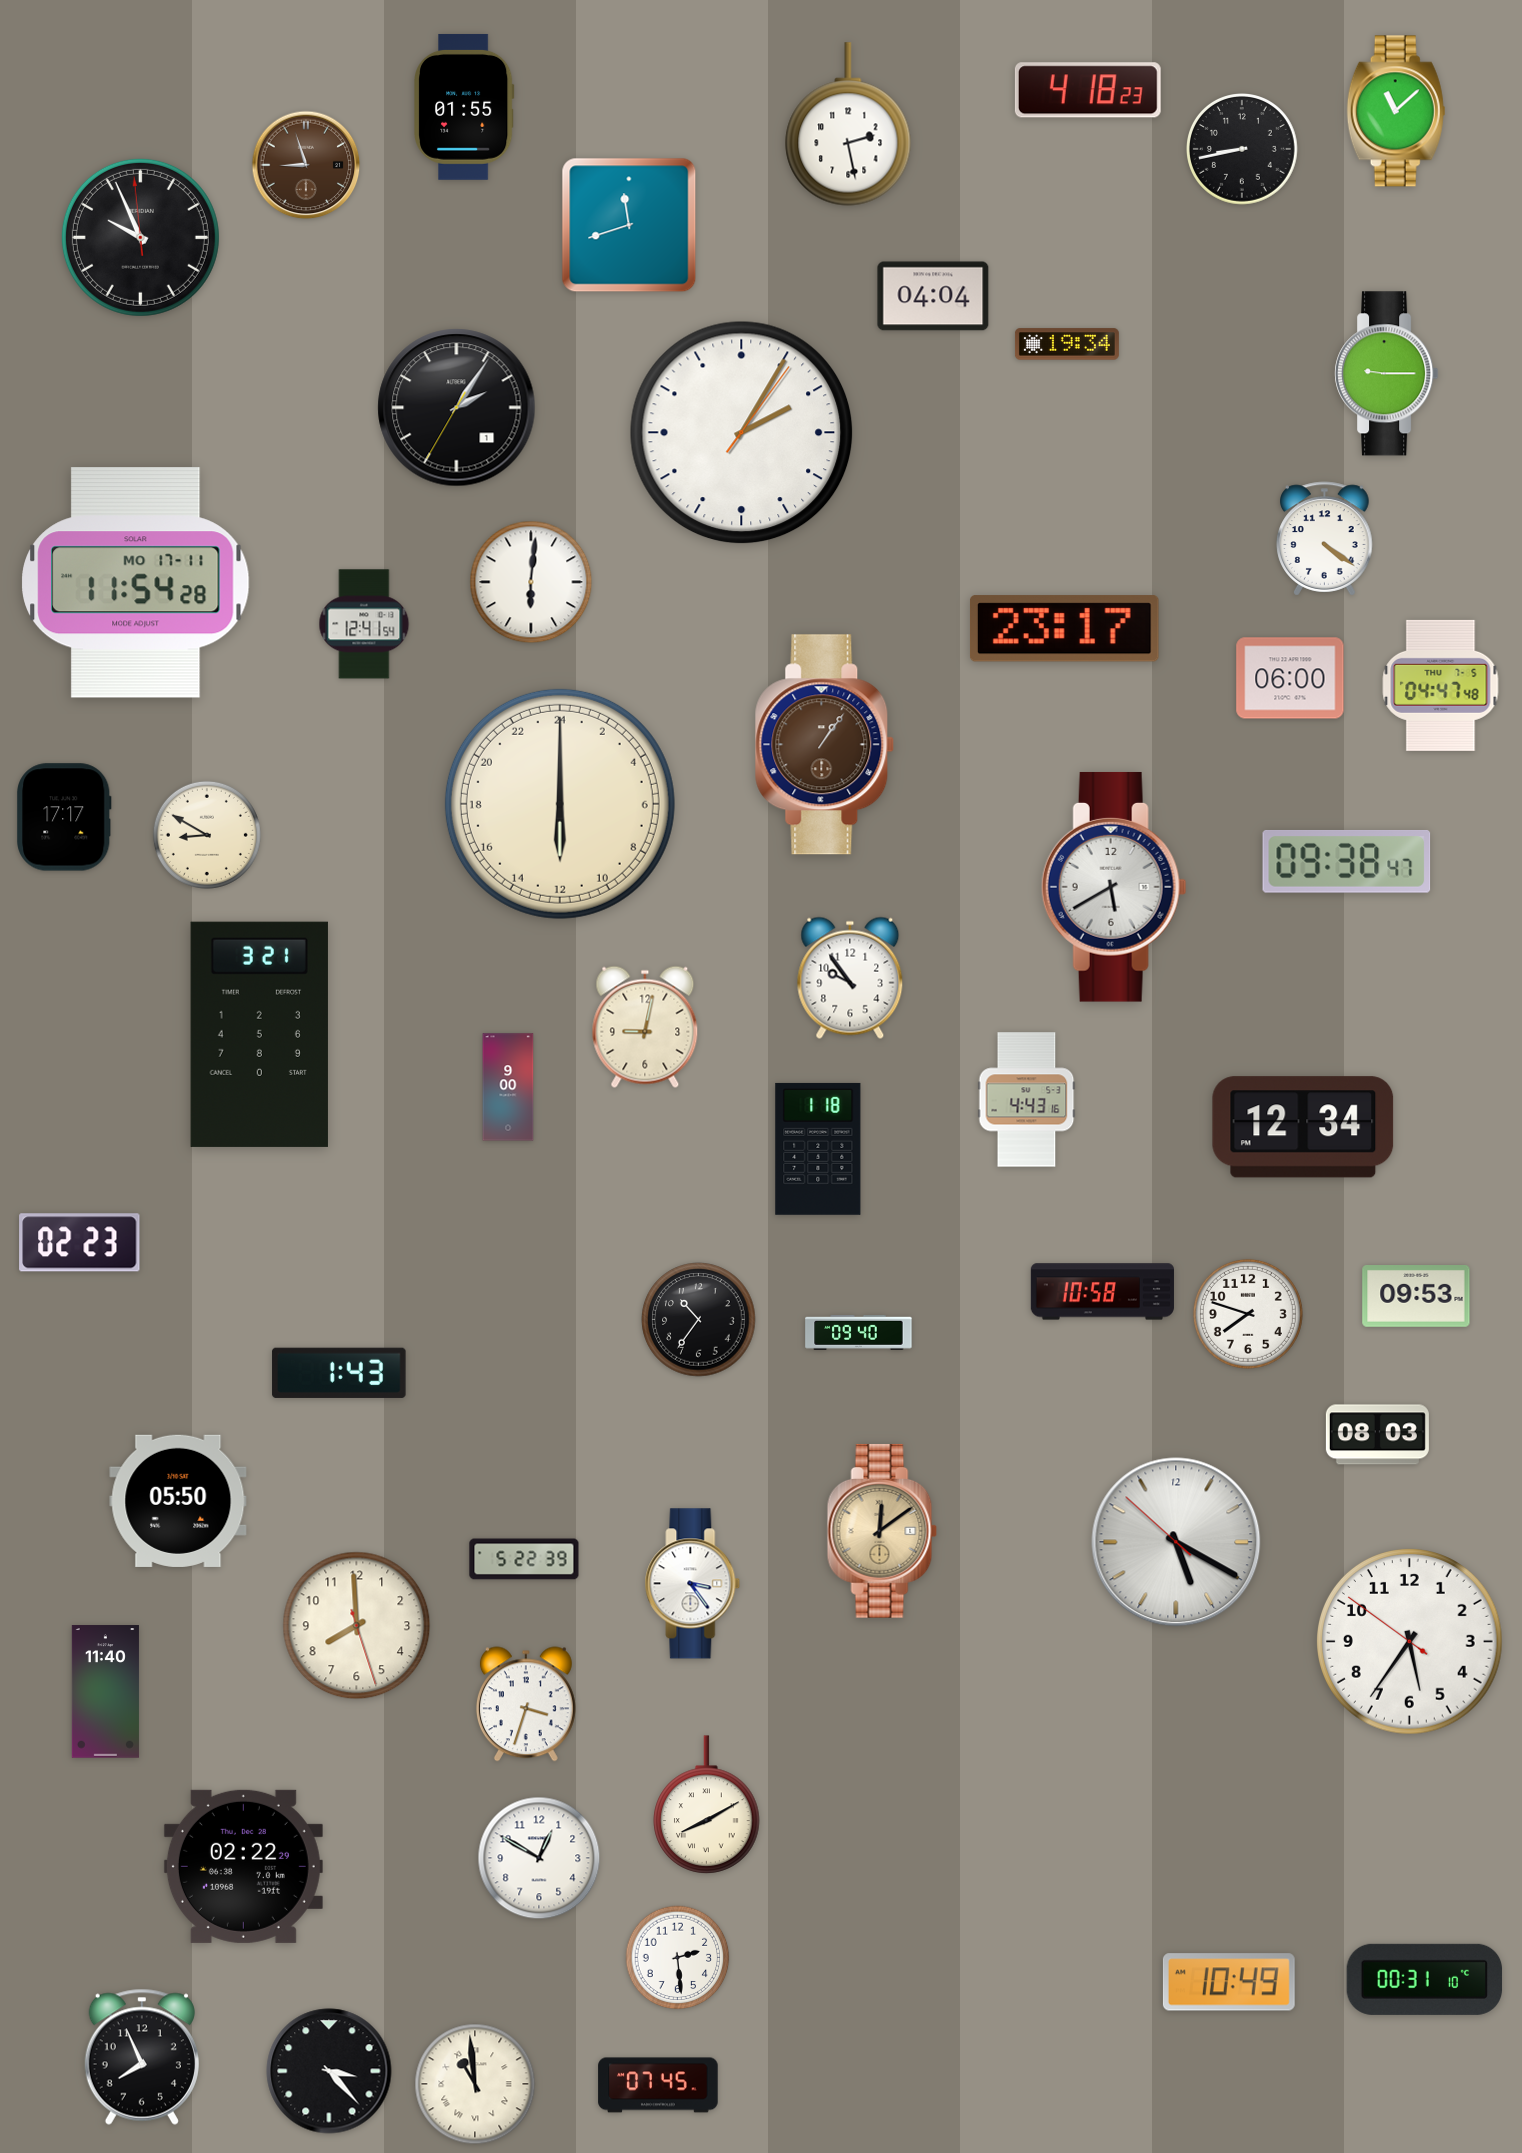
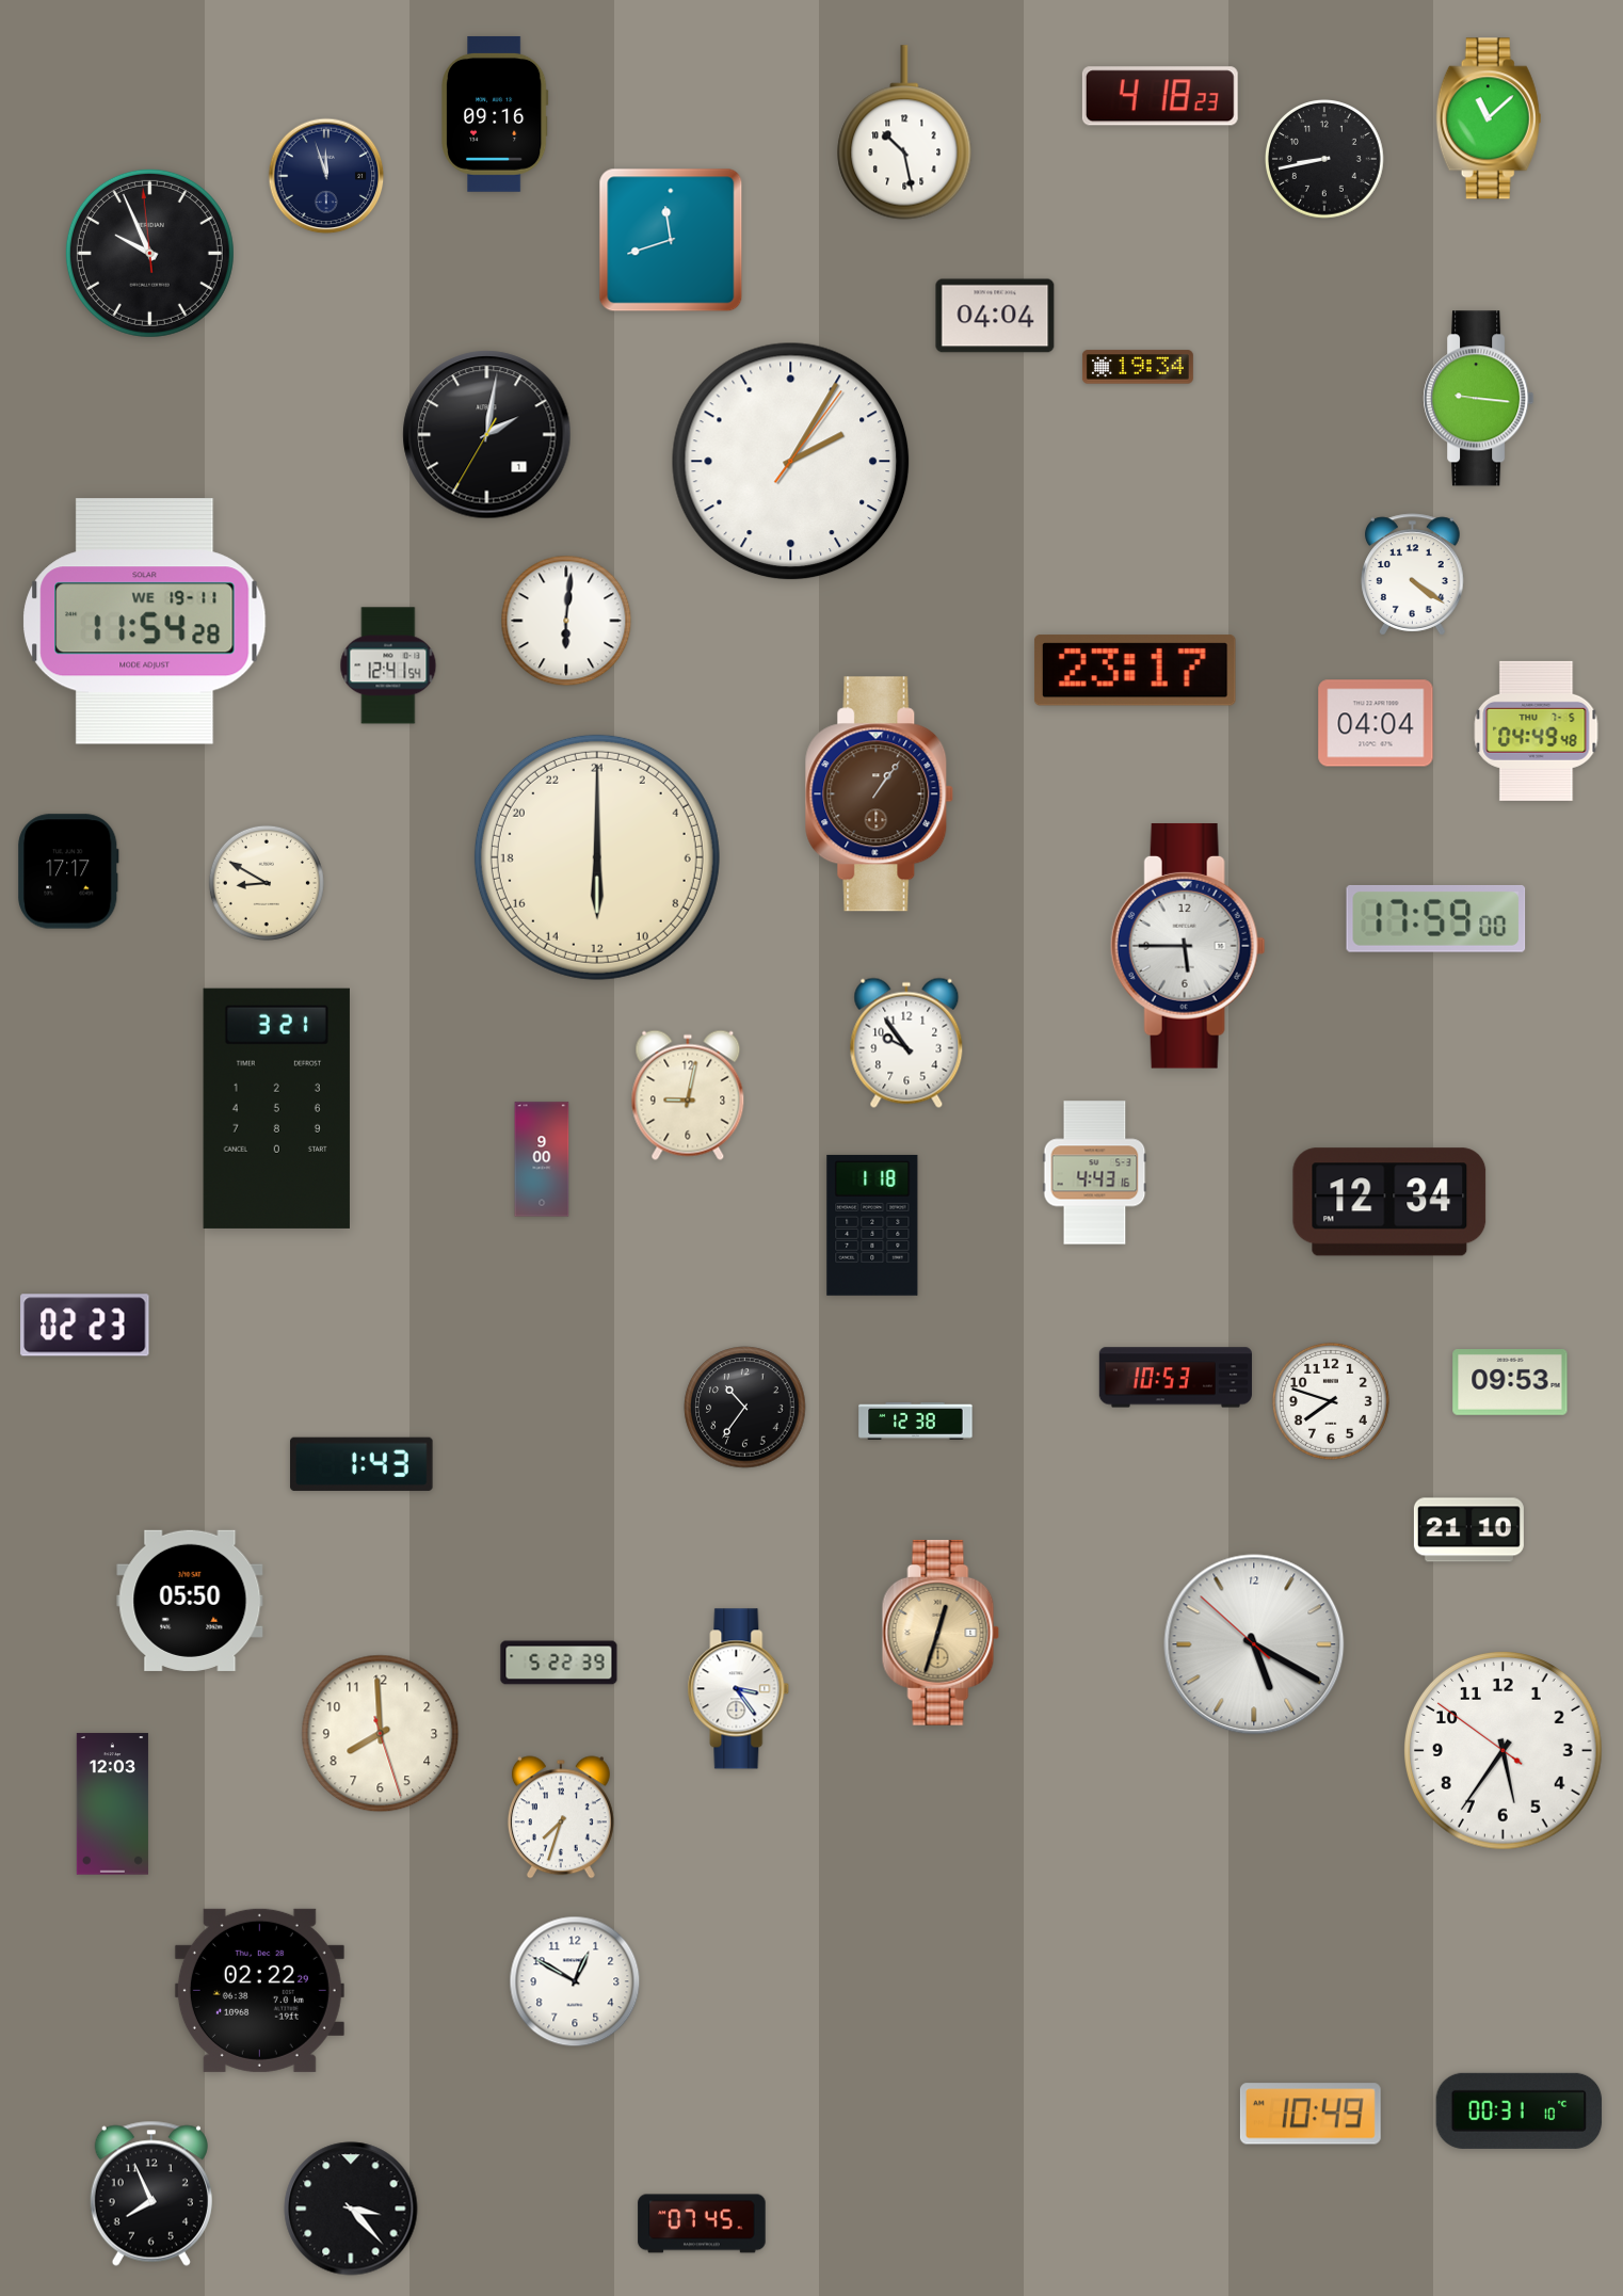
clock at (465, 107): 01:55 -> 09:16
clock at (848, 124): 2:28 -> 10:28
clock at (306, 165): 8:57 -> 11:57
clock at (306, 165) dial: brown -> navy
clock at (1387, 374): 9:15 -> 9:16
clock at (457, 408): 2:05 -> 2:01
clock at (136, 583) date: MO 17-11 -> WE 19-11
clock at (1290, 678): 06:00 -> 04:04
clock at (1441, 685): 04:47 -> 04:49
clock at (207, 835) position: (207, 835) -> (267, 883)
clock at (1347, 861): 09:38 -> 17:59
clock at (1114, 887): 5:40 -> 5:45
clock at (259, 1034) position: (259, 1034) -> (276, 1108)
clock at (1102, 1292): 10:58 -> 10:53
clock at (859, 1332): 09:40 -> 12:38
clock at (1377, 1435): 08:03 -> 21:10
clock at (882, 1531): 12:09 -> 12:33
clock at (105, 1692): 11:40 -> 12:03
clock at (526, 1704): 3:33 -> 7:33
clock at (707, 1805): 8:10 -> none
clock at (678, 1958): 2:29 -> none
clock at (475, 2084): 10:59 -> none
